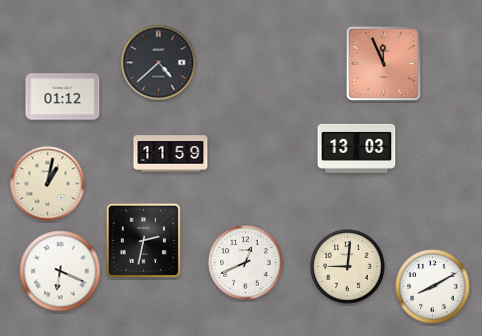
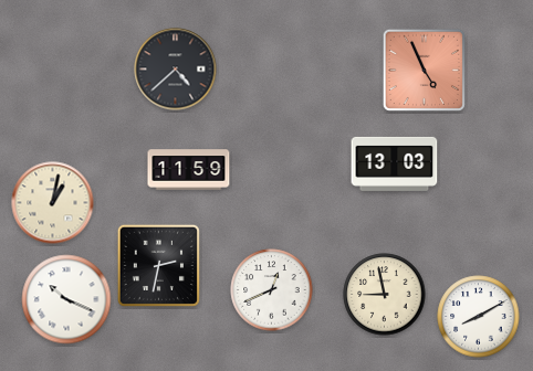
clock at (383, 63): 11:56 -> 4:56
clock at (63, 97): 01:12 -> none
clock at (348, 267): 9:01 -> 8:58
clock at (60, 271): 6:19 -> 10:19
